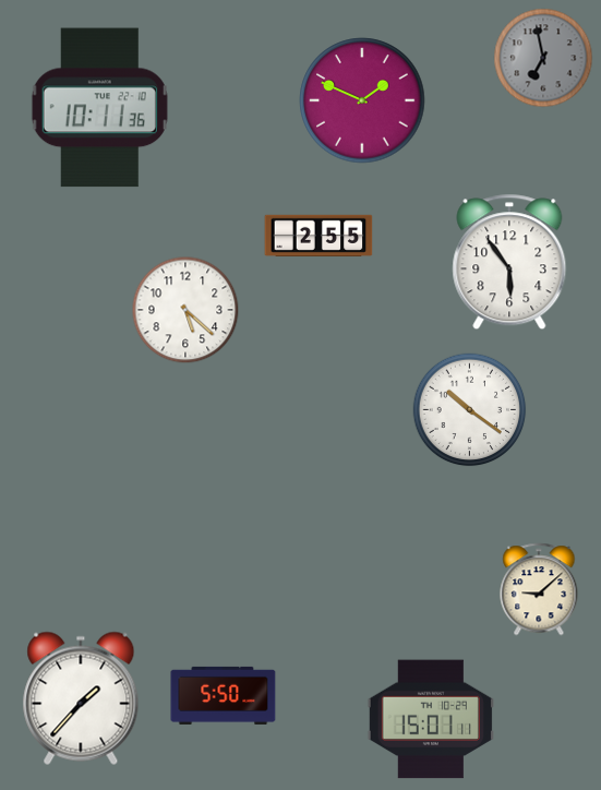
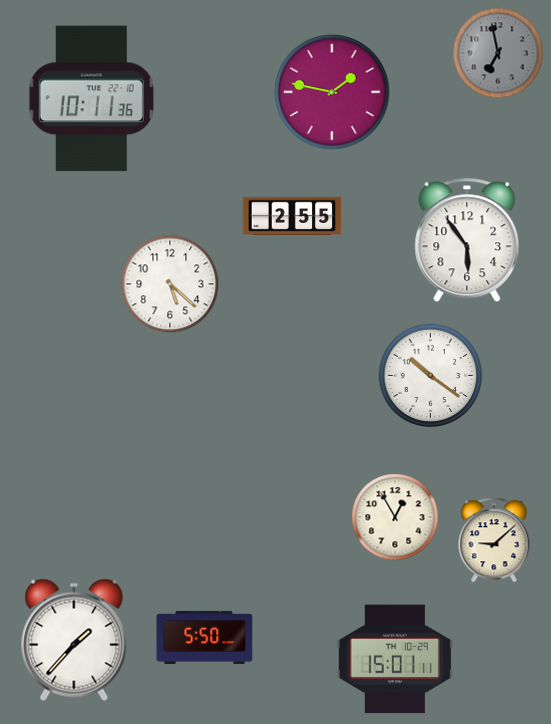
clock at (362, 100): 1:49 -> 1:47
clock at (395, 517): none -> 12:55
